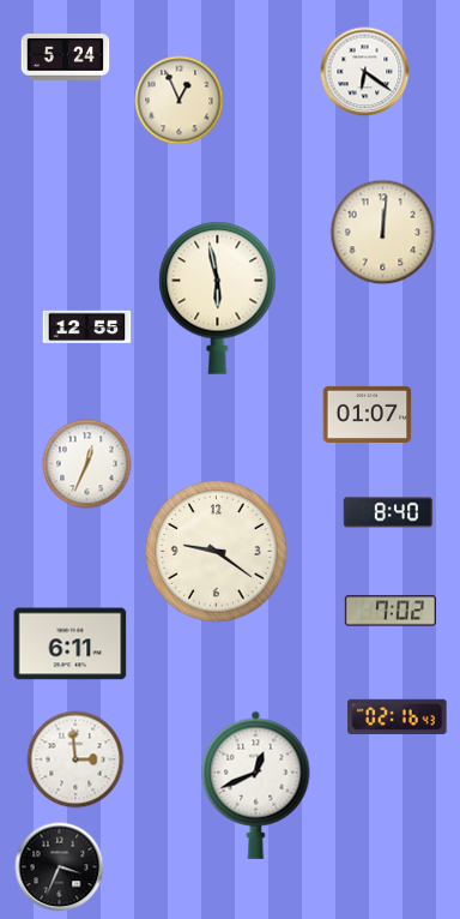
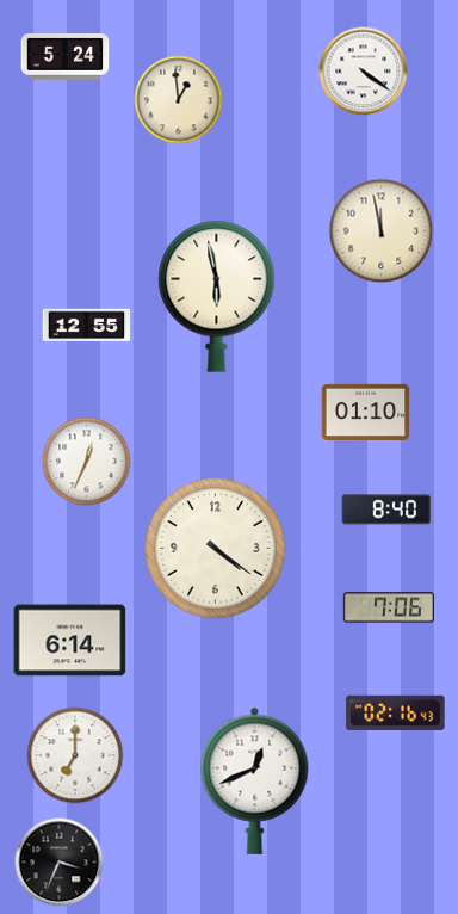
clock at (365, 72): 6:21 -> 4:21
clock at (180, 101): 12:56 -> 12:59
clock at (383, 233): 12:01 -> 11:58
clock at (368, 414): 01:07 -> 01:10
clock at (217, 552): 9:21 -> 4:21
clock at (389, 611): 7:02 -> 7:06
clock at (71, 644): 6:11 -> 6:14
clock at (75, 759): 2:59 -> 7:00
